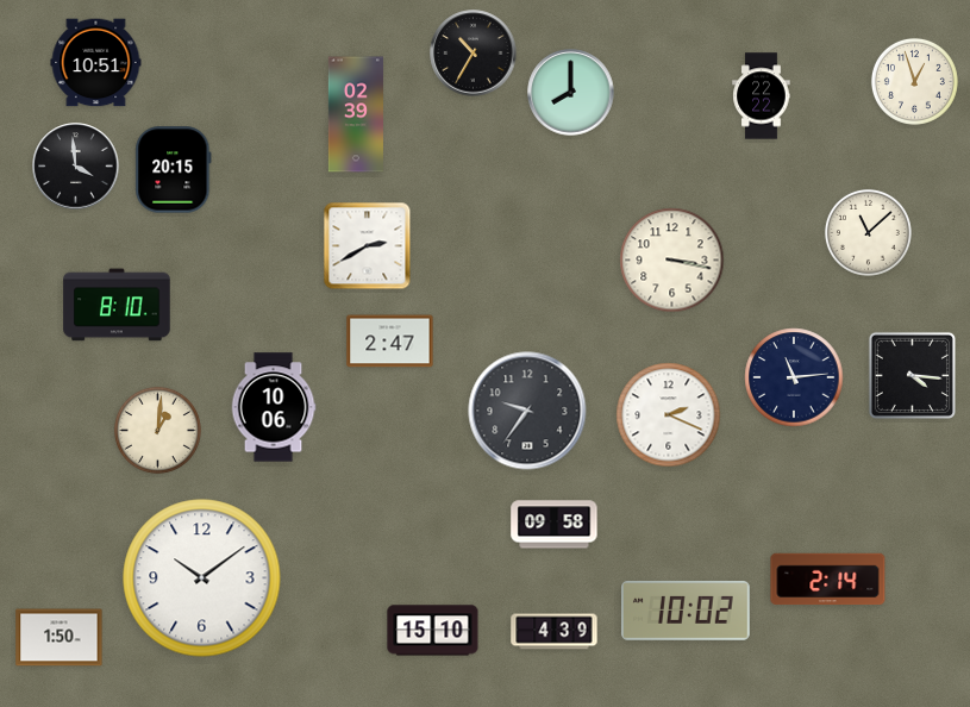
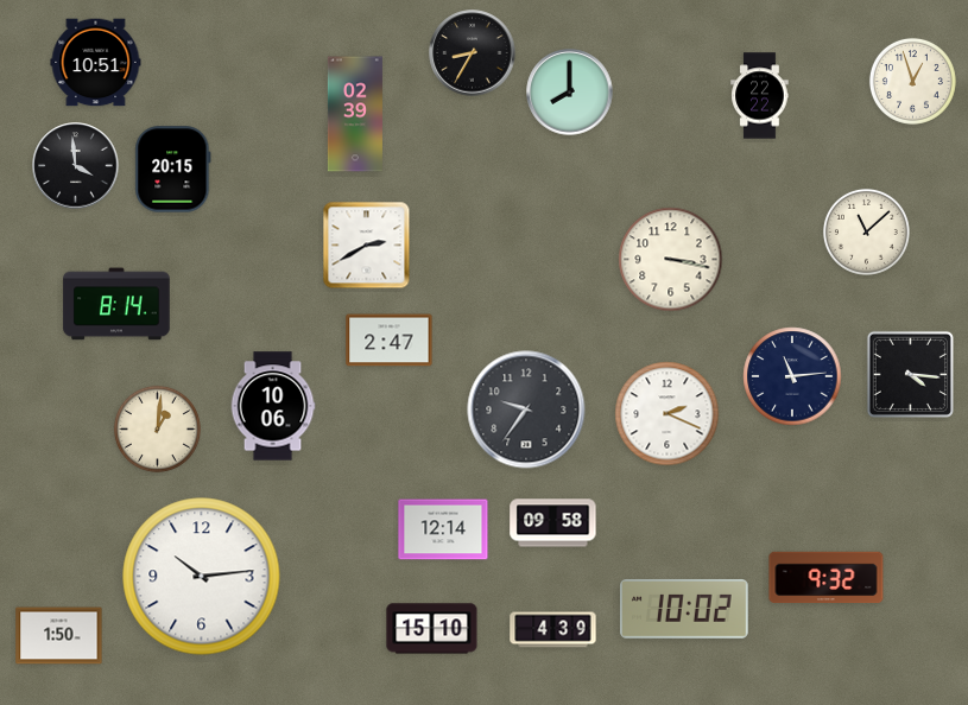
clock at (474, 54): 10:35 -> 8:35
clock at (117, 305): 8:10 -> 8:14
clock at (443, 529): none -> 12:14
clock at (202, 578): 10:09 -> 10:14
clock at (828, 580): 2:14 -> 9:32
